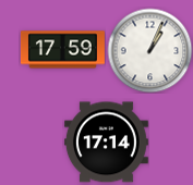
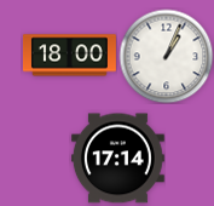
clock at (62, 50): 17:59 -> 18:00
